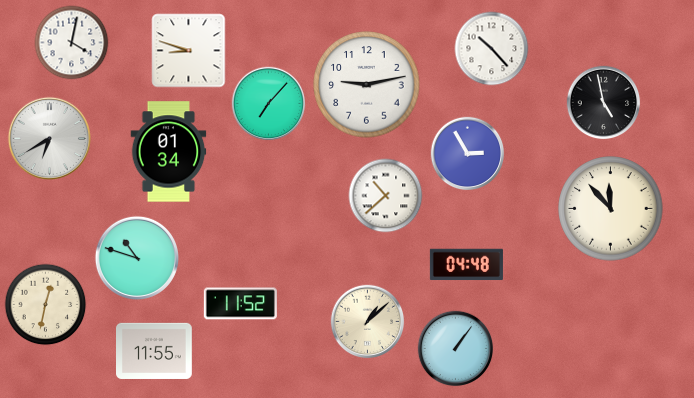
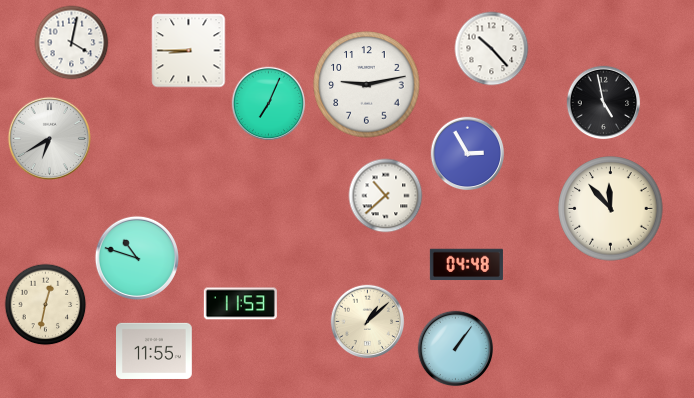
clock at (189, 51): 8:48 -> 8:45
clock at (269, 104): 7:07 -> 7:04
clock at (169, 152): 01:34 -> none
clock at (240, 304): 11:52 -> 11:53
